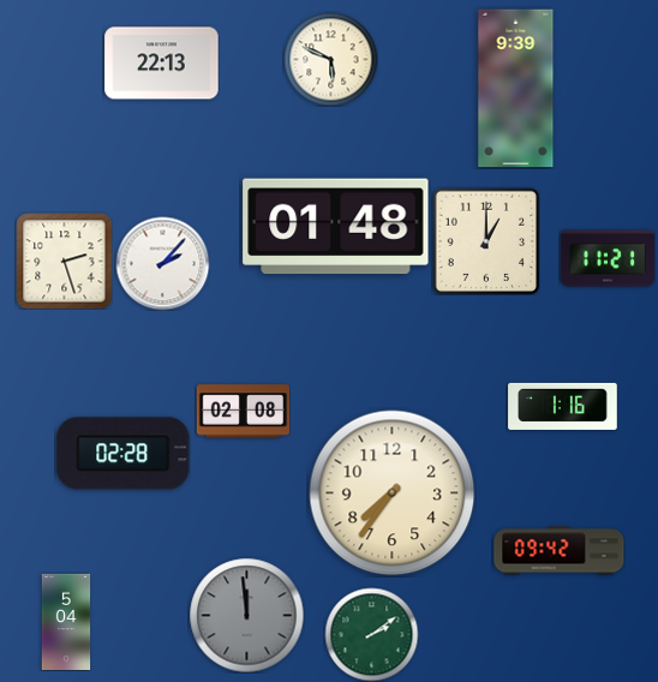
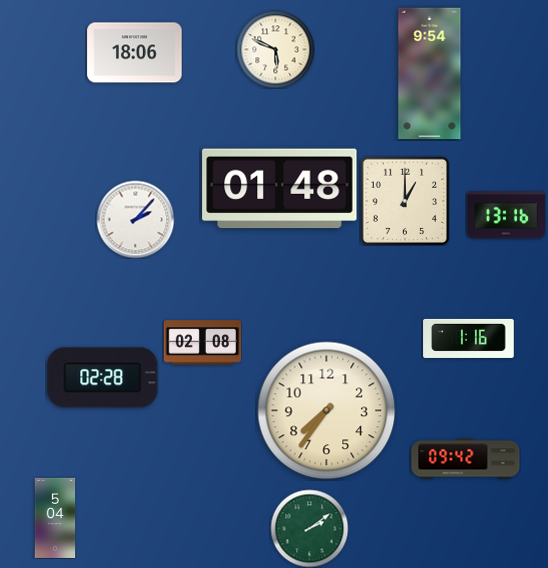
clock at (162, 64): 22:13 -> 18:06
clock at (516, 89): 9:39 -> 9:54
clock at (606, 258): 11:21 -> 13:16
clock at (64, 261): 2:27 -> none
clock at (246, 615): 11:59 -> none
